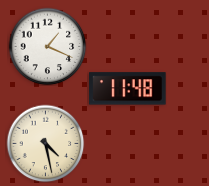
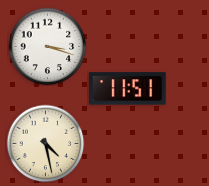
clock at (47, 46): 1:19 -> 3:18
clock at (128, 89): 11:48 -> 11:51
